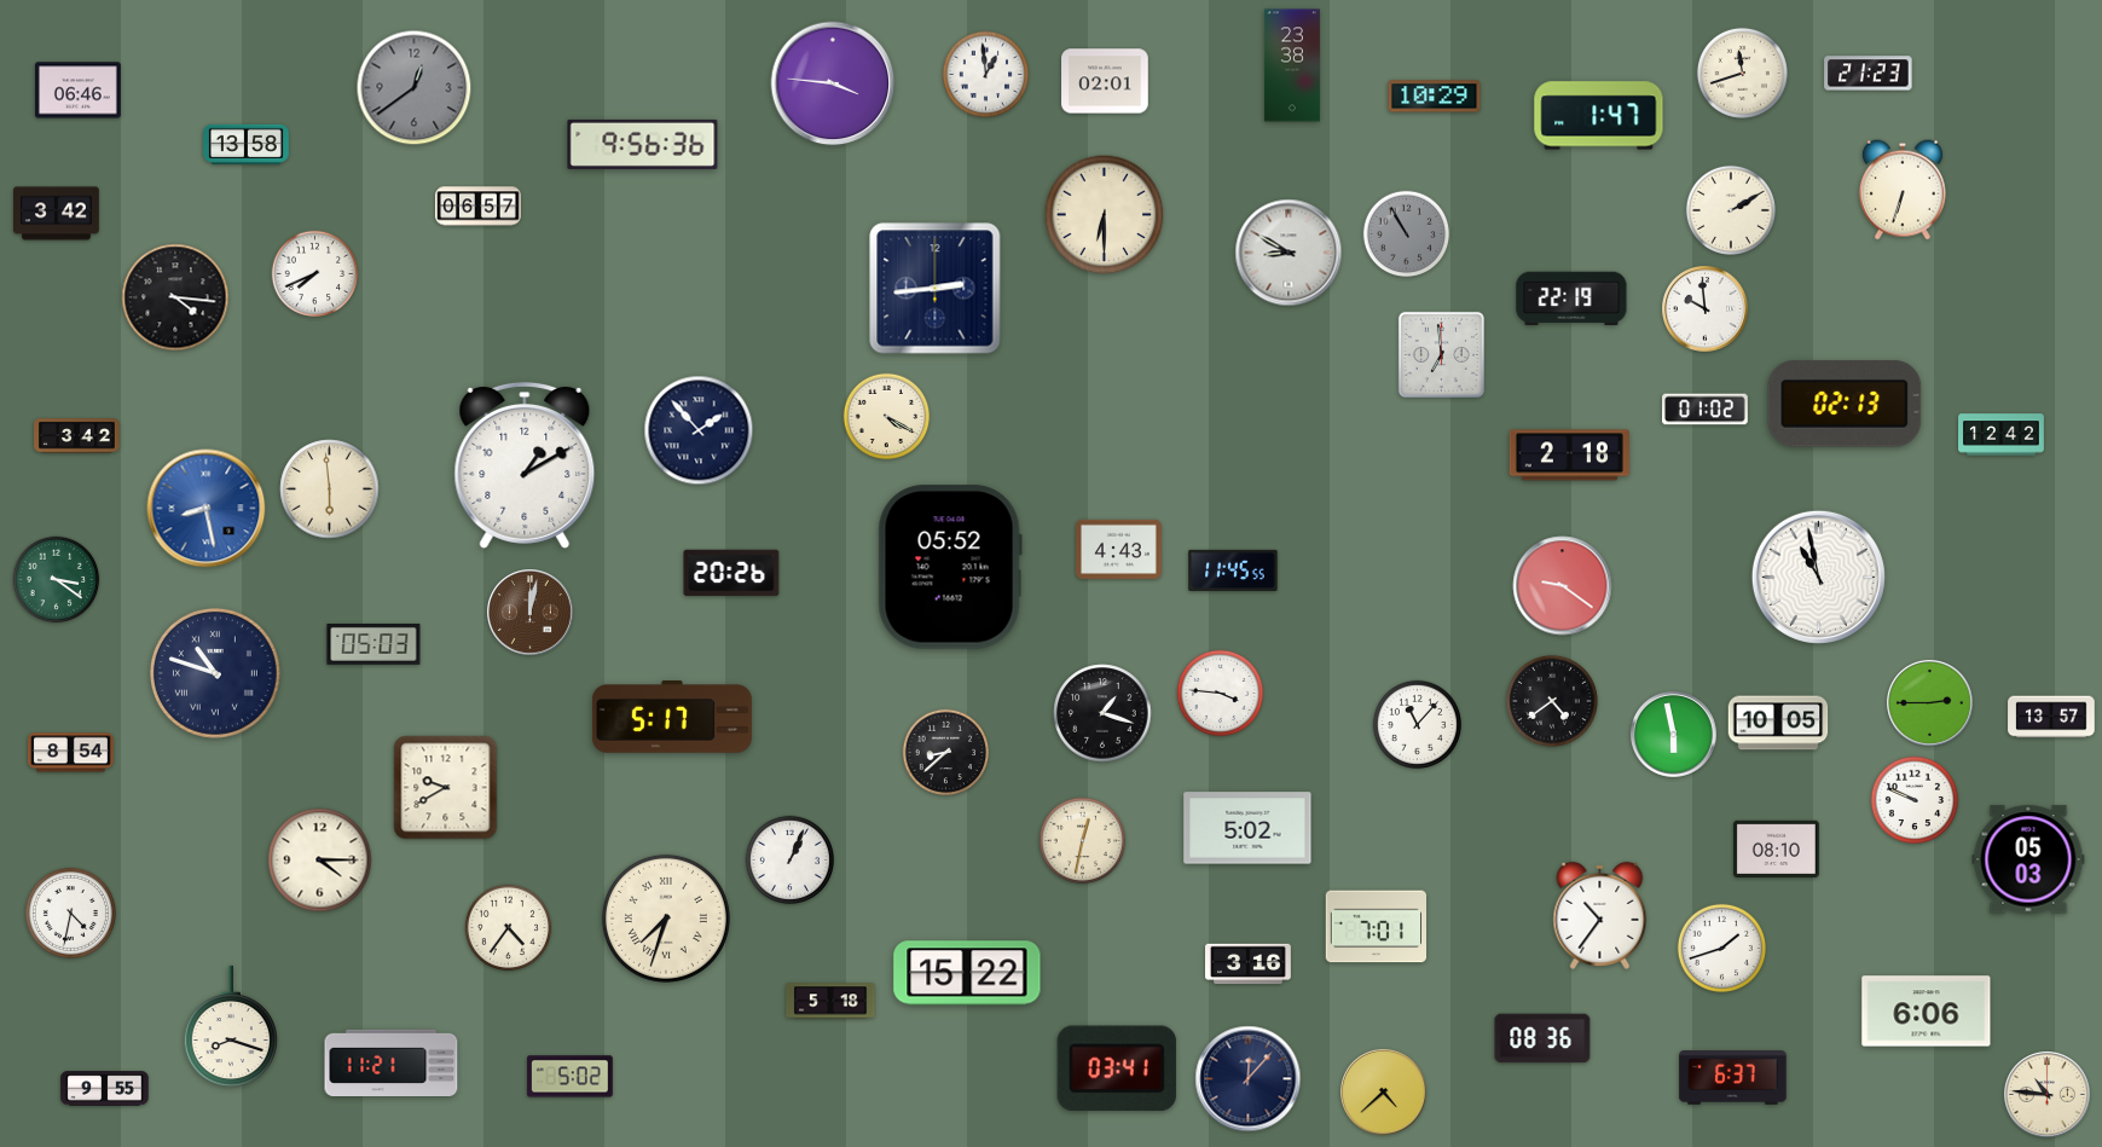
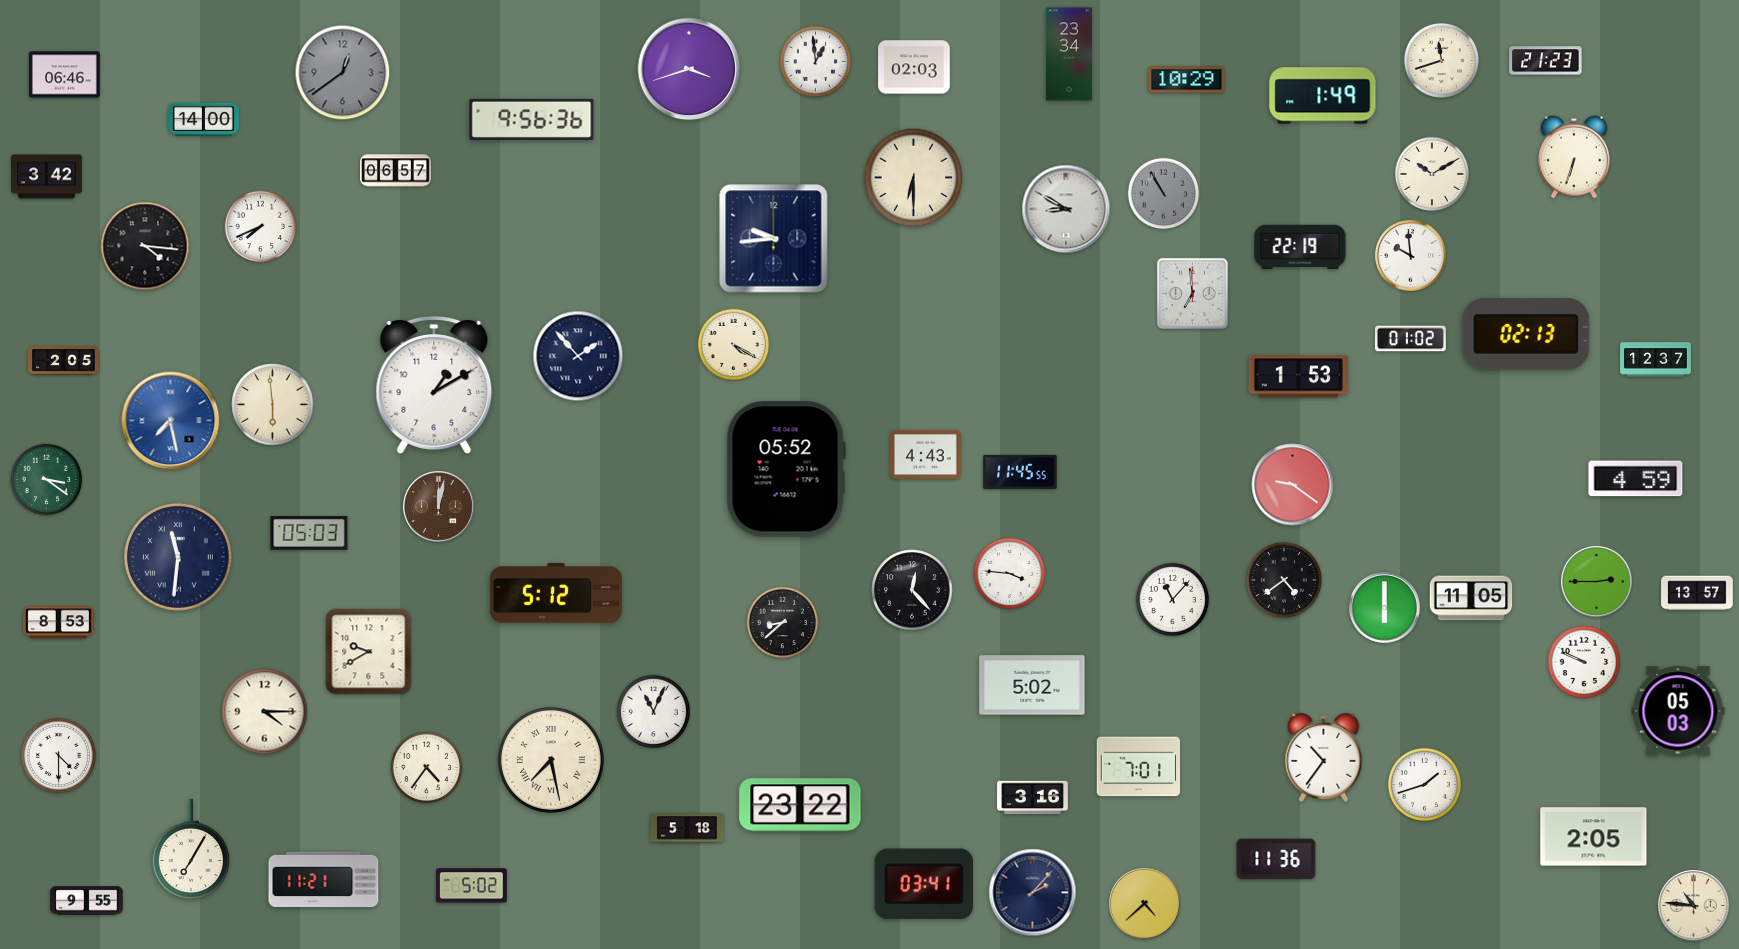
clock at (1292, 65): 23:38 -> 23:34
clock at (1105, 81): 02:01 -> 02:03
clock at (833, 83): 3:46 -> 3:42
clock at (1599, 116): 1:47 -> 1:49
clock at (247, 144): 13:58 -> 14:00
clock at (1731, 210): 2:10 -> 10:10
clock at (936, 289): 2:44 -> 9:44
clock at (2002, 435): 12:42 -> 12:37
clock at (77, 436): 3:42 -> 2:05
clock at (1569, 456): 2:18 -> 1:53
clock at (207, 509): 8:28 -> 7:28
clock at (731, 573): 20:26 -> none
clock at (1818, 577): 10:58 -> none
clock at (1636, 479): none -> 4:59
clock at (215, 673): 10:48 -> 11:31
clock at (1102, 713): 1:18 -> 12:23
clock at (672, 718): 5:17 -> 5:12
clock at (1778, 723): 10:05 -> 11:05
clock at (1674, 735): 5:58 -> 6:00
clock at (71, 753): 8:54 -> 8:53
clock at (1083, 841): 12:32 -> none
clock at (1777, 848): 08:10 -> none
clock at (789, 859): 1:04 -> 11:04
clock at (70, 913): 4:32 -> 4:30
clock at (666, 919): 7:33 -> 7:28
clock at (509, 928) position: (509, 928) -> (427, 768)
clock at (967, 973): 15:22 -> 23:22
clock at (1927, 1012): 6:06 -> 2:05
clock at (230, 1026): 8:18 -> 7:05
clock at (1542, 1038): 08:36 -> 11:36
clock at (569, 1077) position: (569, 1077) -> (471, 886)
clock at (1733, 1078): 6:37 -> none
clock at (1249, 1079): 12:07 -> 2:07
